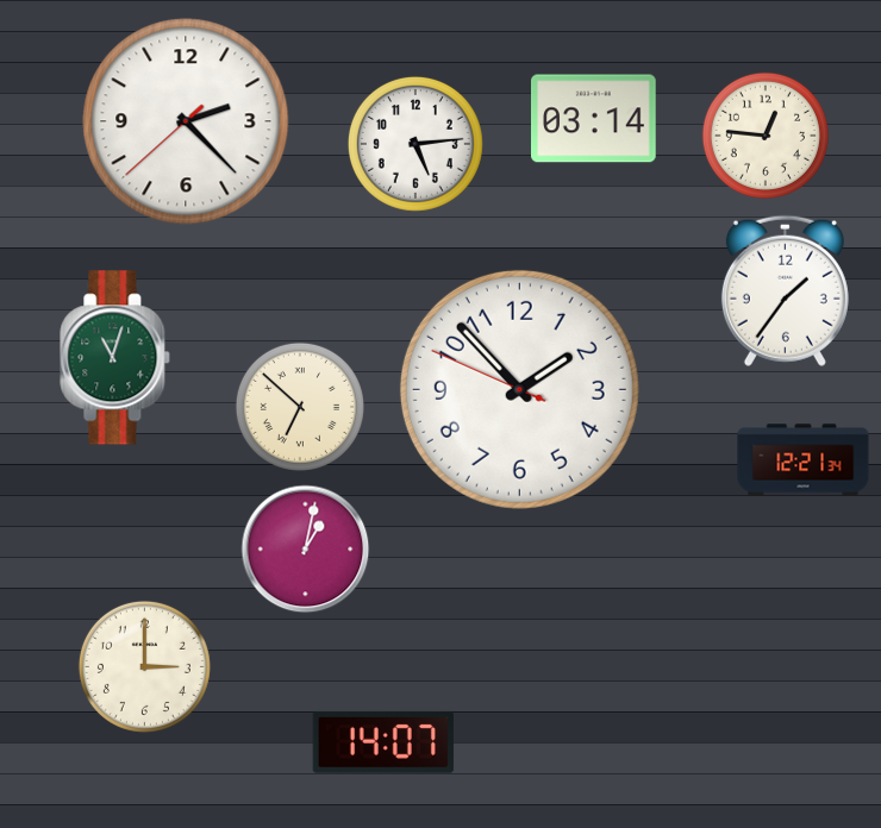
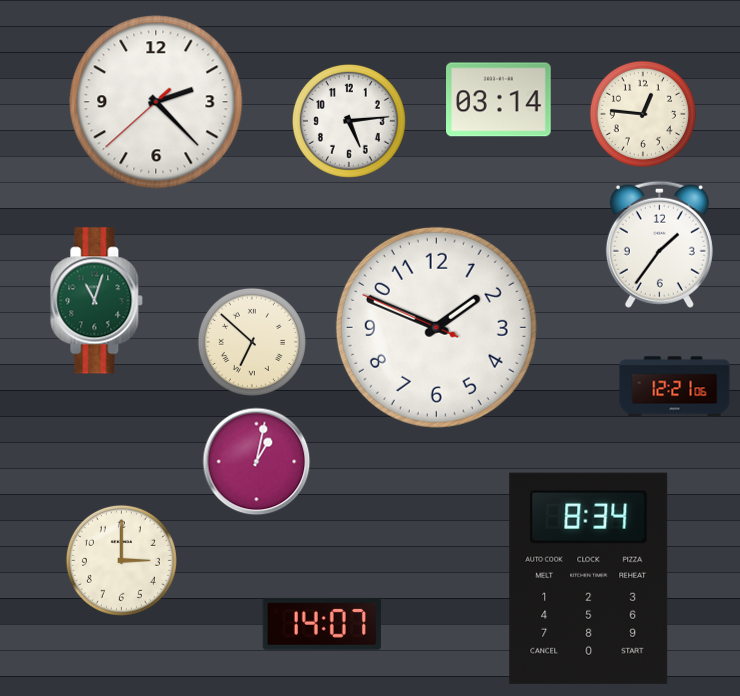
clock at (519, 389): 1:52 -> 1:48
clock at (804, 460): 12:21:34 -> 12:21:06
clock at (589, 578): none -> 8:34
